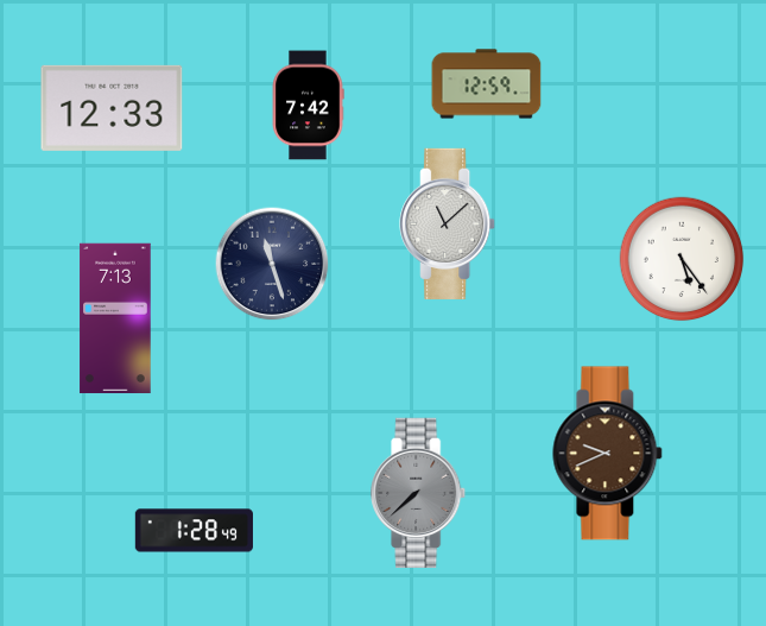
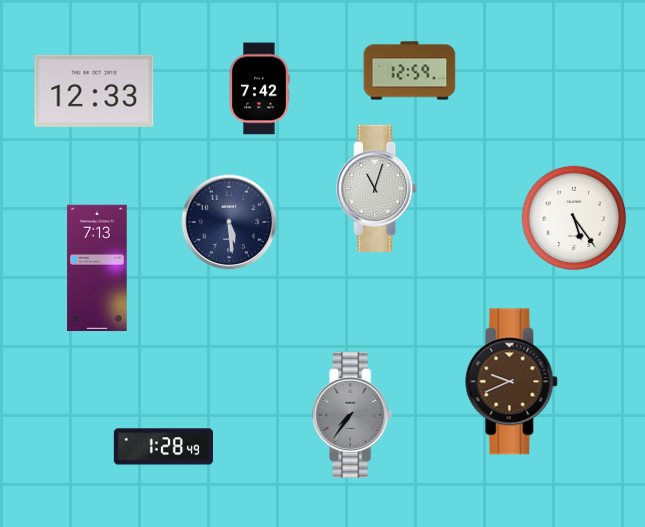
clock at (448, 223): 11:08 -> 11:03
clock at (272, 264): 11:27 -> 5:29
clock at (419, 493): 7:38 -> 7:36
